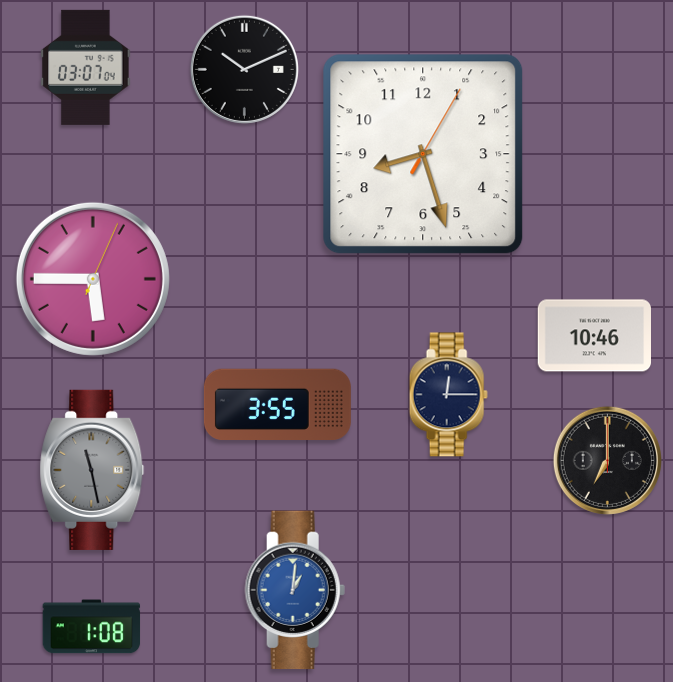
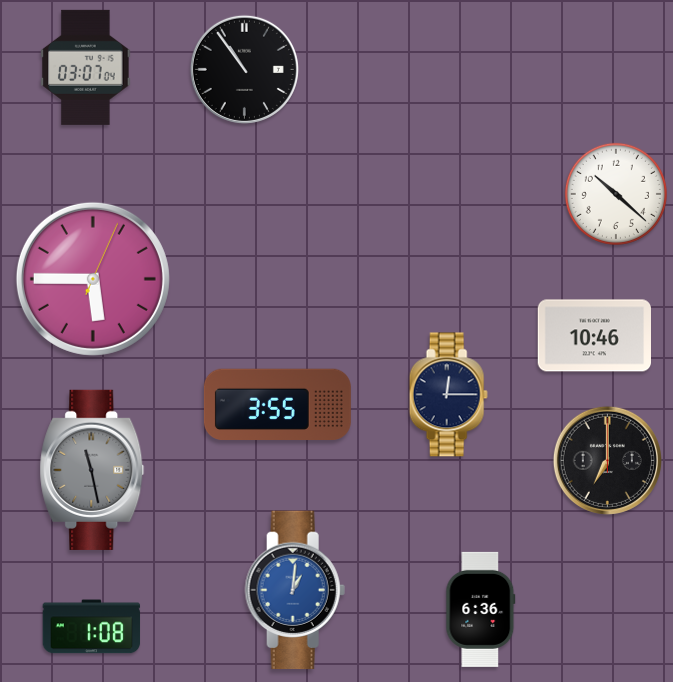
clock at (244, 69): 10:11 -> 10:54
clock at (423, 154): 8:27 -> none
clock at (616, 194): none -> 10:22
clock at (481, 609): none -> 6:36
